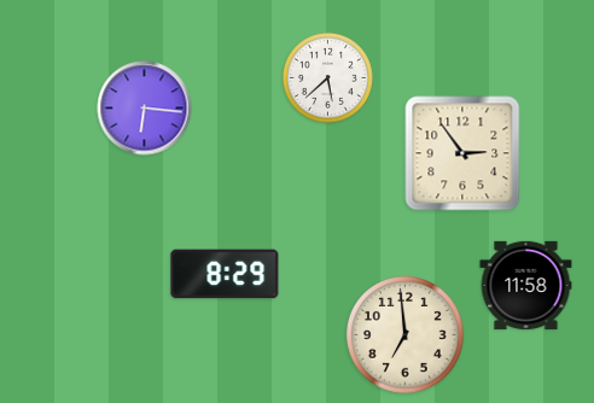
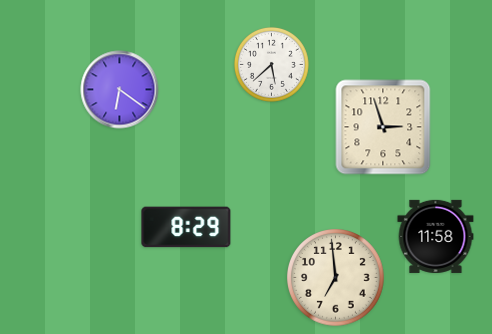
clock at (145, 109): 6:16 -> 6:21
clock at (462, 153): 2:54 -> 2:57
